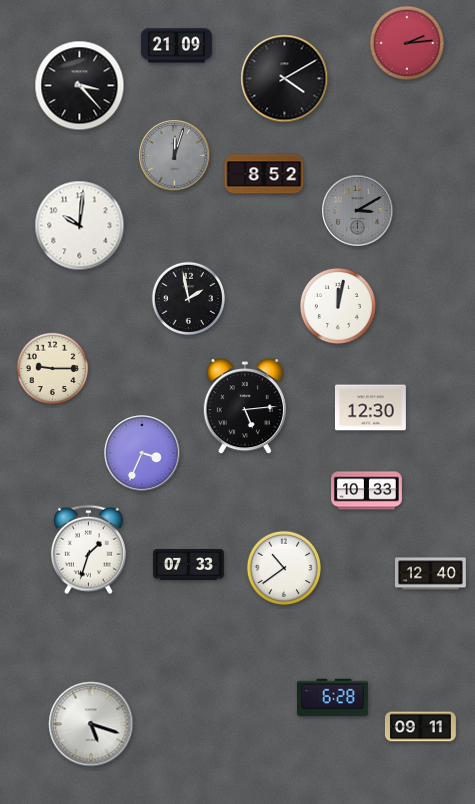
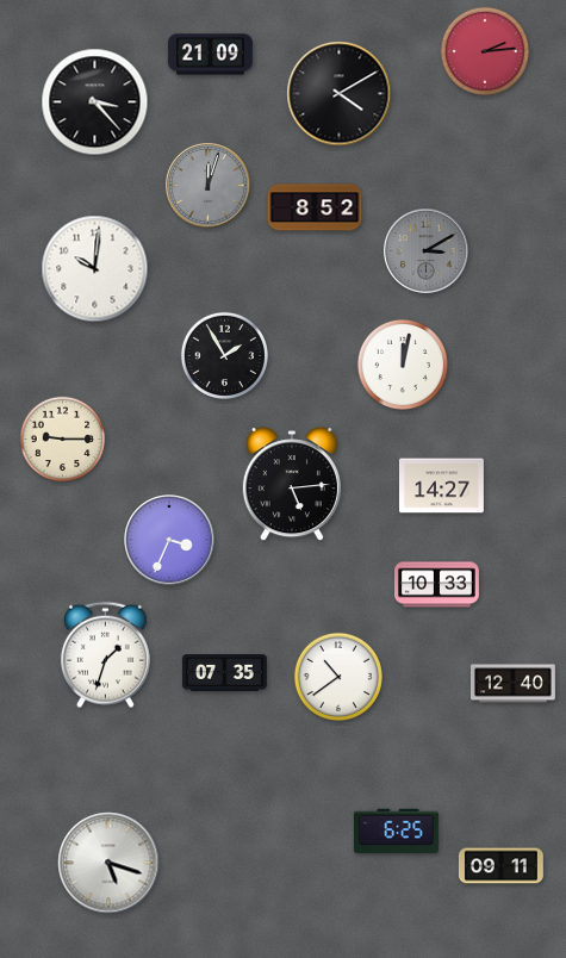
clock at (188, 298): 1:58 -> 1:55
clock at (370, 408): 12:30 -> 14:27
clock at (188, 565): 07:33 -> 07:35
clock at (332, 698): 6:28 -> 6:25
